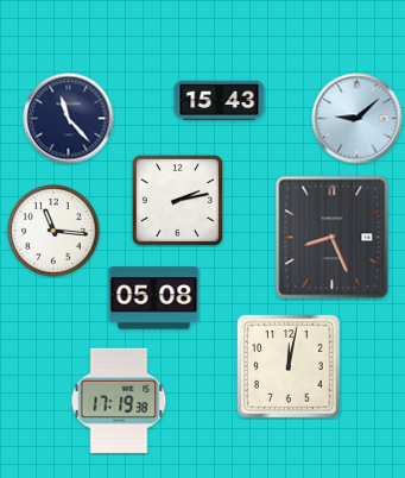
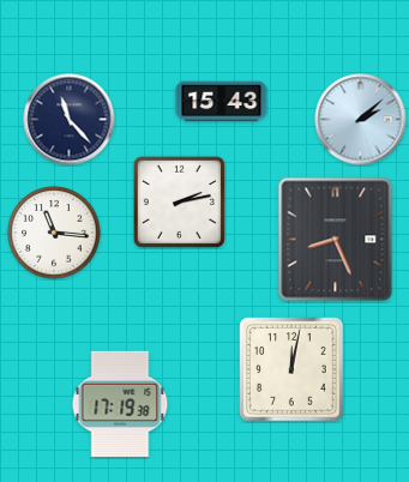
clock at (357, 119): 9:08 -> 2:08
clock at (154, 298): 05:08 -> none
